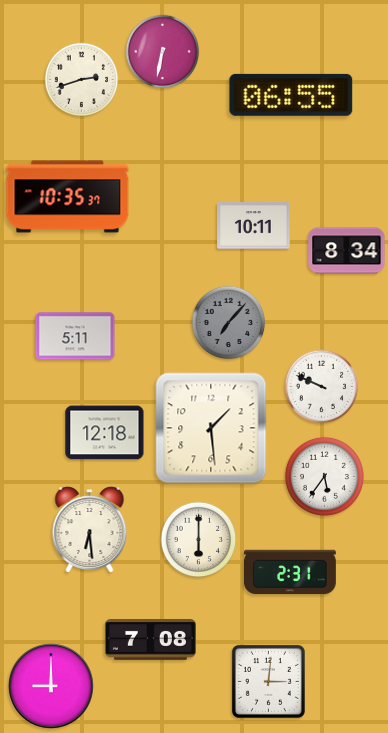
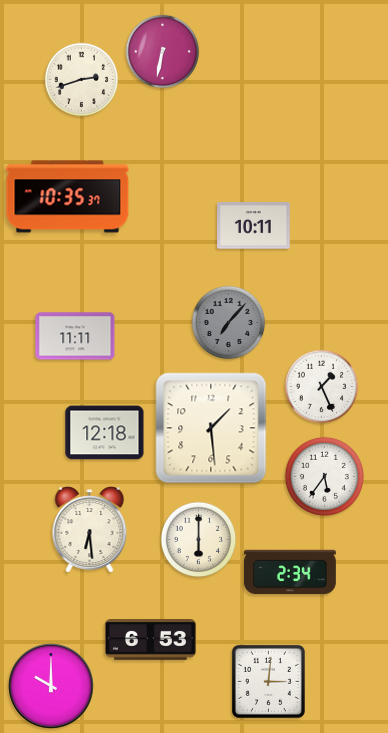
clock at (291, 95): 06:55 -> none
clock at (347, 251): 8:34 -> none
clock at (75, 336): 5:11 -> 11:11
clock at (322, 387): 9:49 -> 1:26
clock at (291, 572): 2:31 -> 2:34
clock at (150, 640): 7:08 -> 6:53
clock at (51, 686): 9:00 -> 10:00
